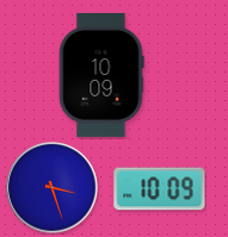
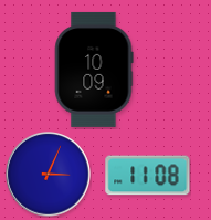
clock at (53, 188): 3:27 -> 3:04
clock at (160, 189): 10:09 -> 11:08
